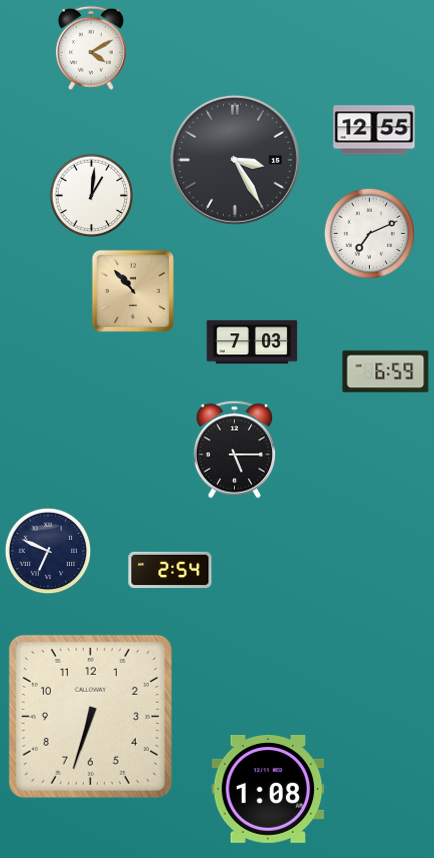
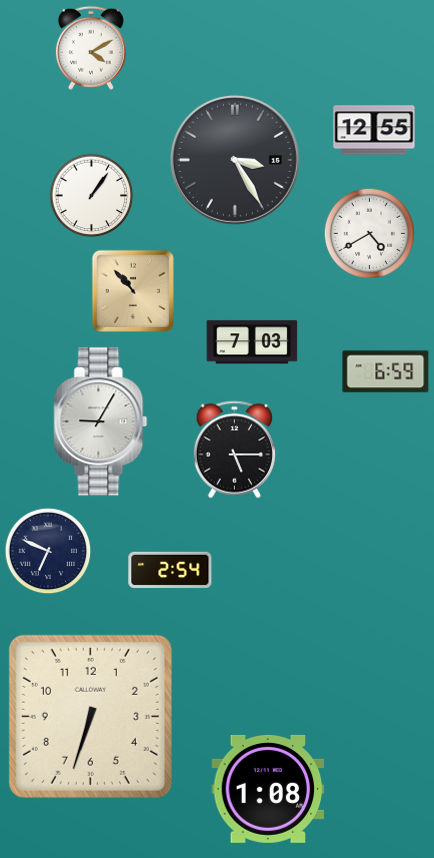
clock at (92, 196): 1:01 -> 1:06
clock at (369, 233): 7:11 -> 4:40
clock at (101, 422): none -> 9:05
